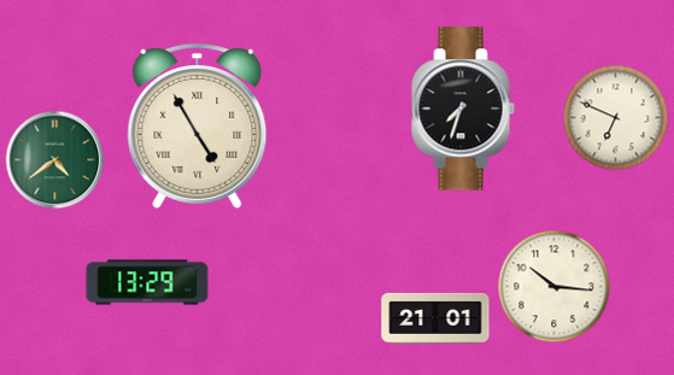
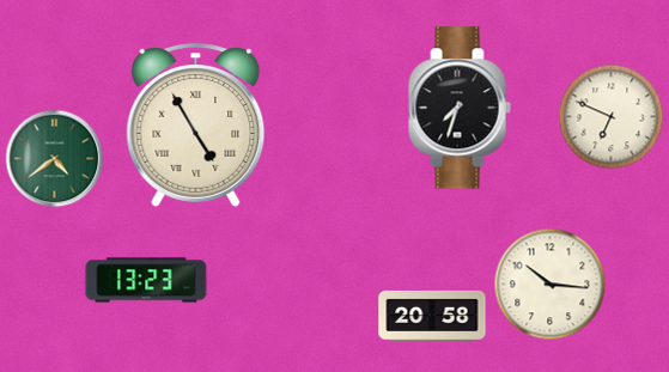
clock at (147, 282): 13:29 -> 13:23
clock at (435, 318): 21:01 -> 20:58
